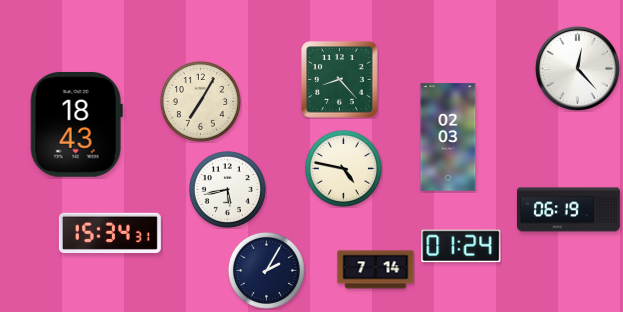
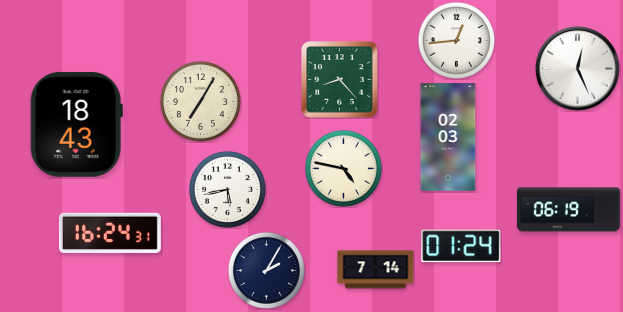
clock at (456, 40): none -> 12:44
clock at (577, 68): 12:23 -> 12:26
clock at (110, 233): 15:34 -> 16:24
